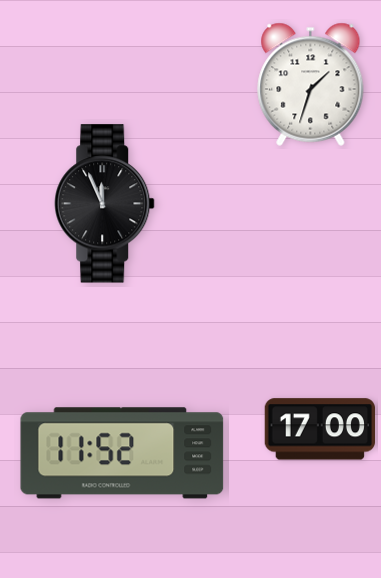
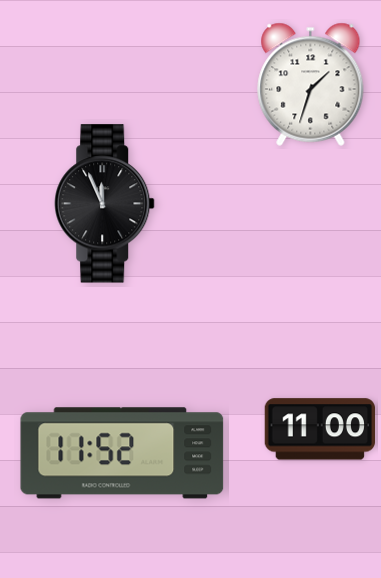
clock at (319, 429): 17:00 -> 11:00
